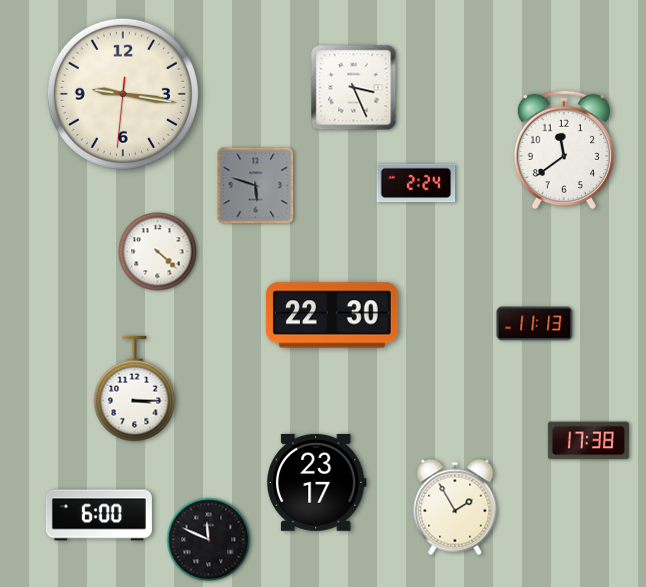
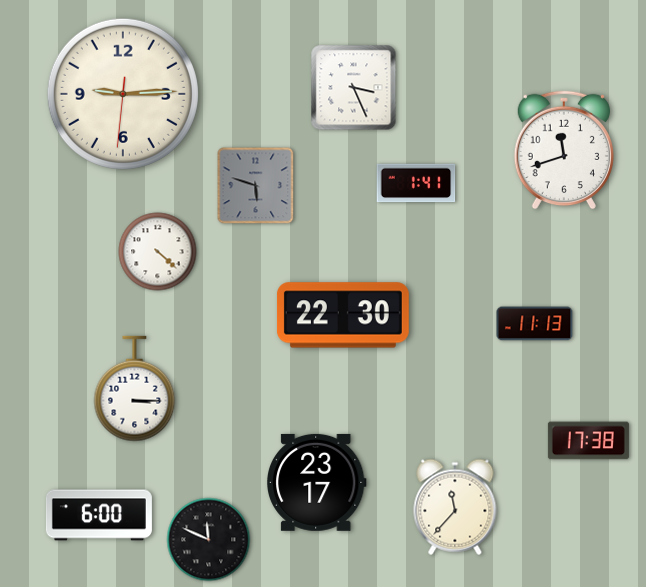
clock at (123, 94): 9:16 -> 9:14
clock at (564, 150): 11:39 -> 11:42
clock at (416, 183): 2:24 -> 1:41
clock at (332, 315) position: (332, 315) -> (343, 315)
clock at (455, 507): 1:55 -> 11:37
